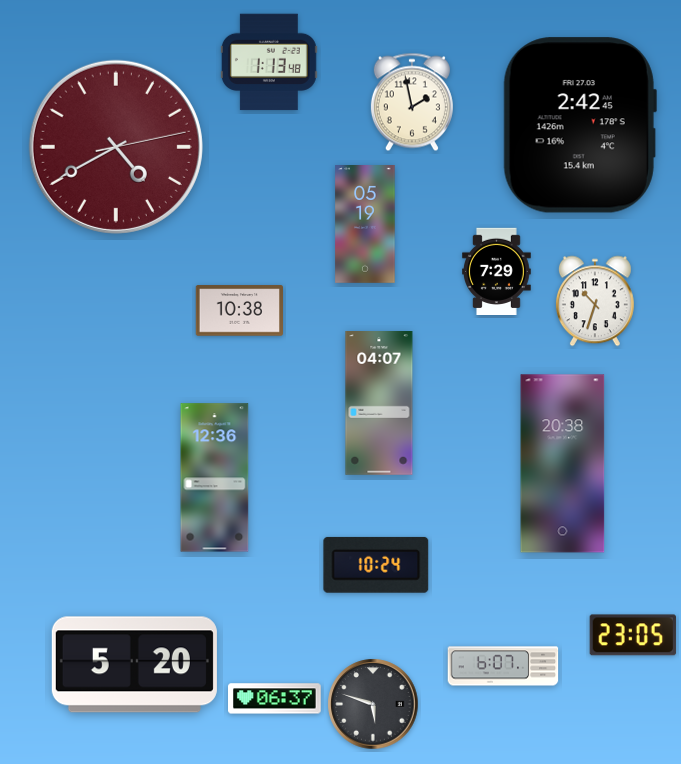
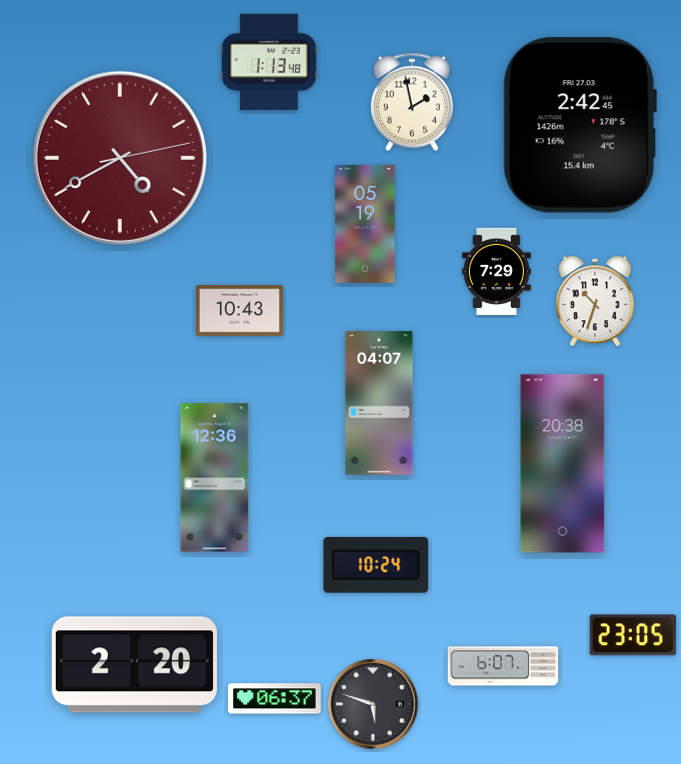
clock at (116, 147) position: (116, 147) -> (120, 158)
clock at (239, 311): 10:38 -> 10:43
clock at (134, 665): 5:20 -> 2:20
